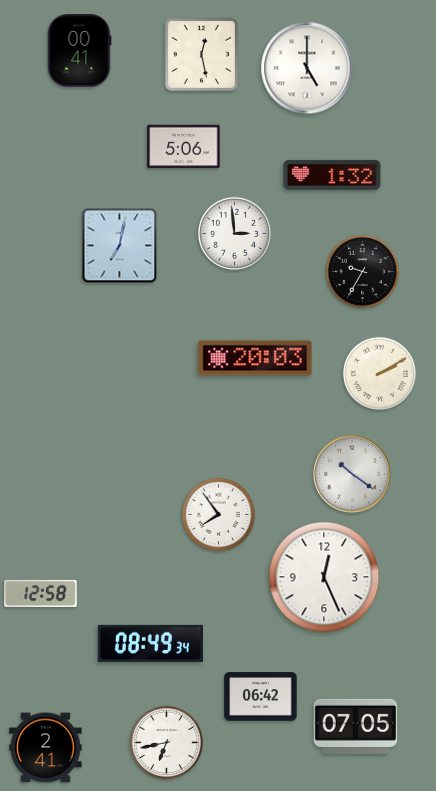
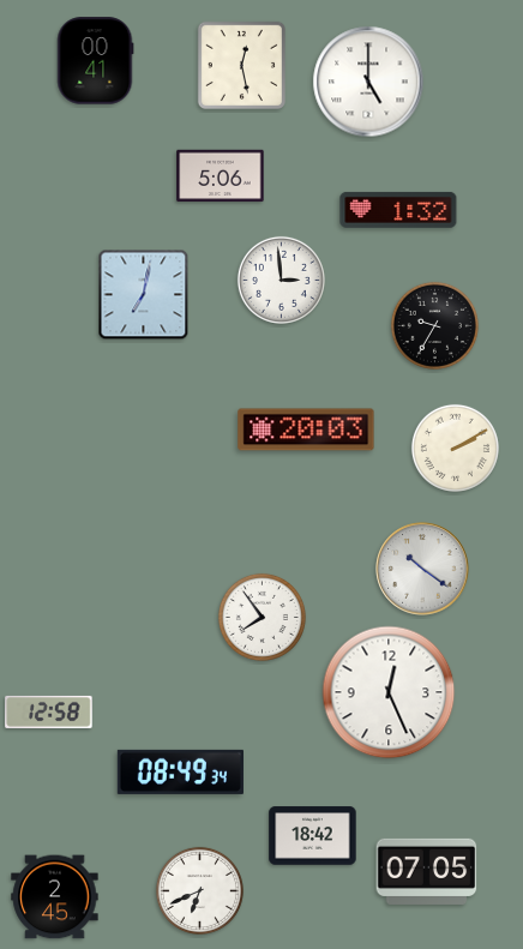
clock at (261, 697): 06:42 -> 18:42
clock at (166, 742): 6:43 -> 6:41
clock at (46, 748): 2:41 -> 2:45
